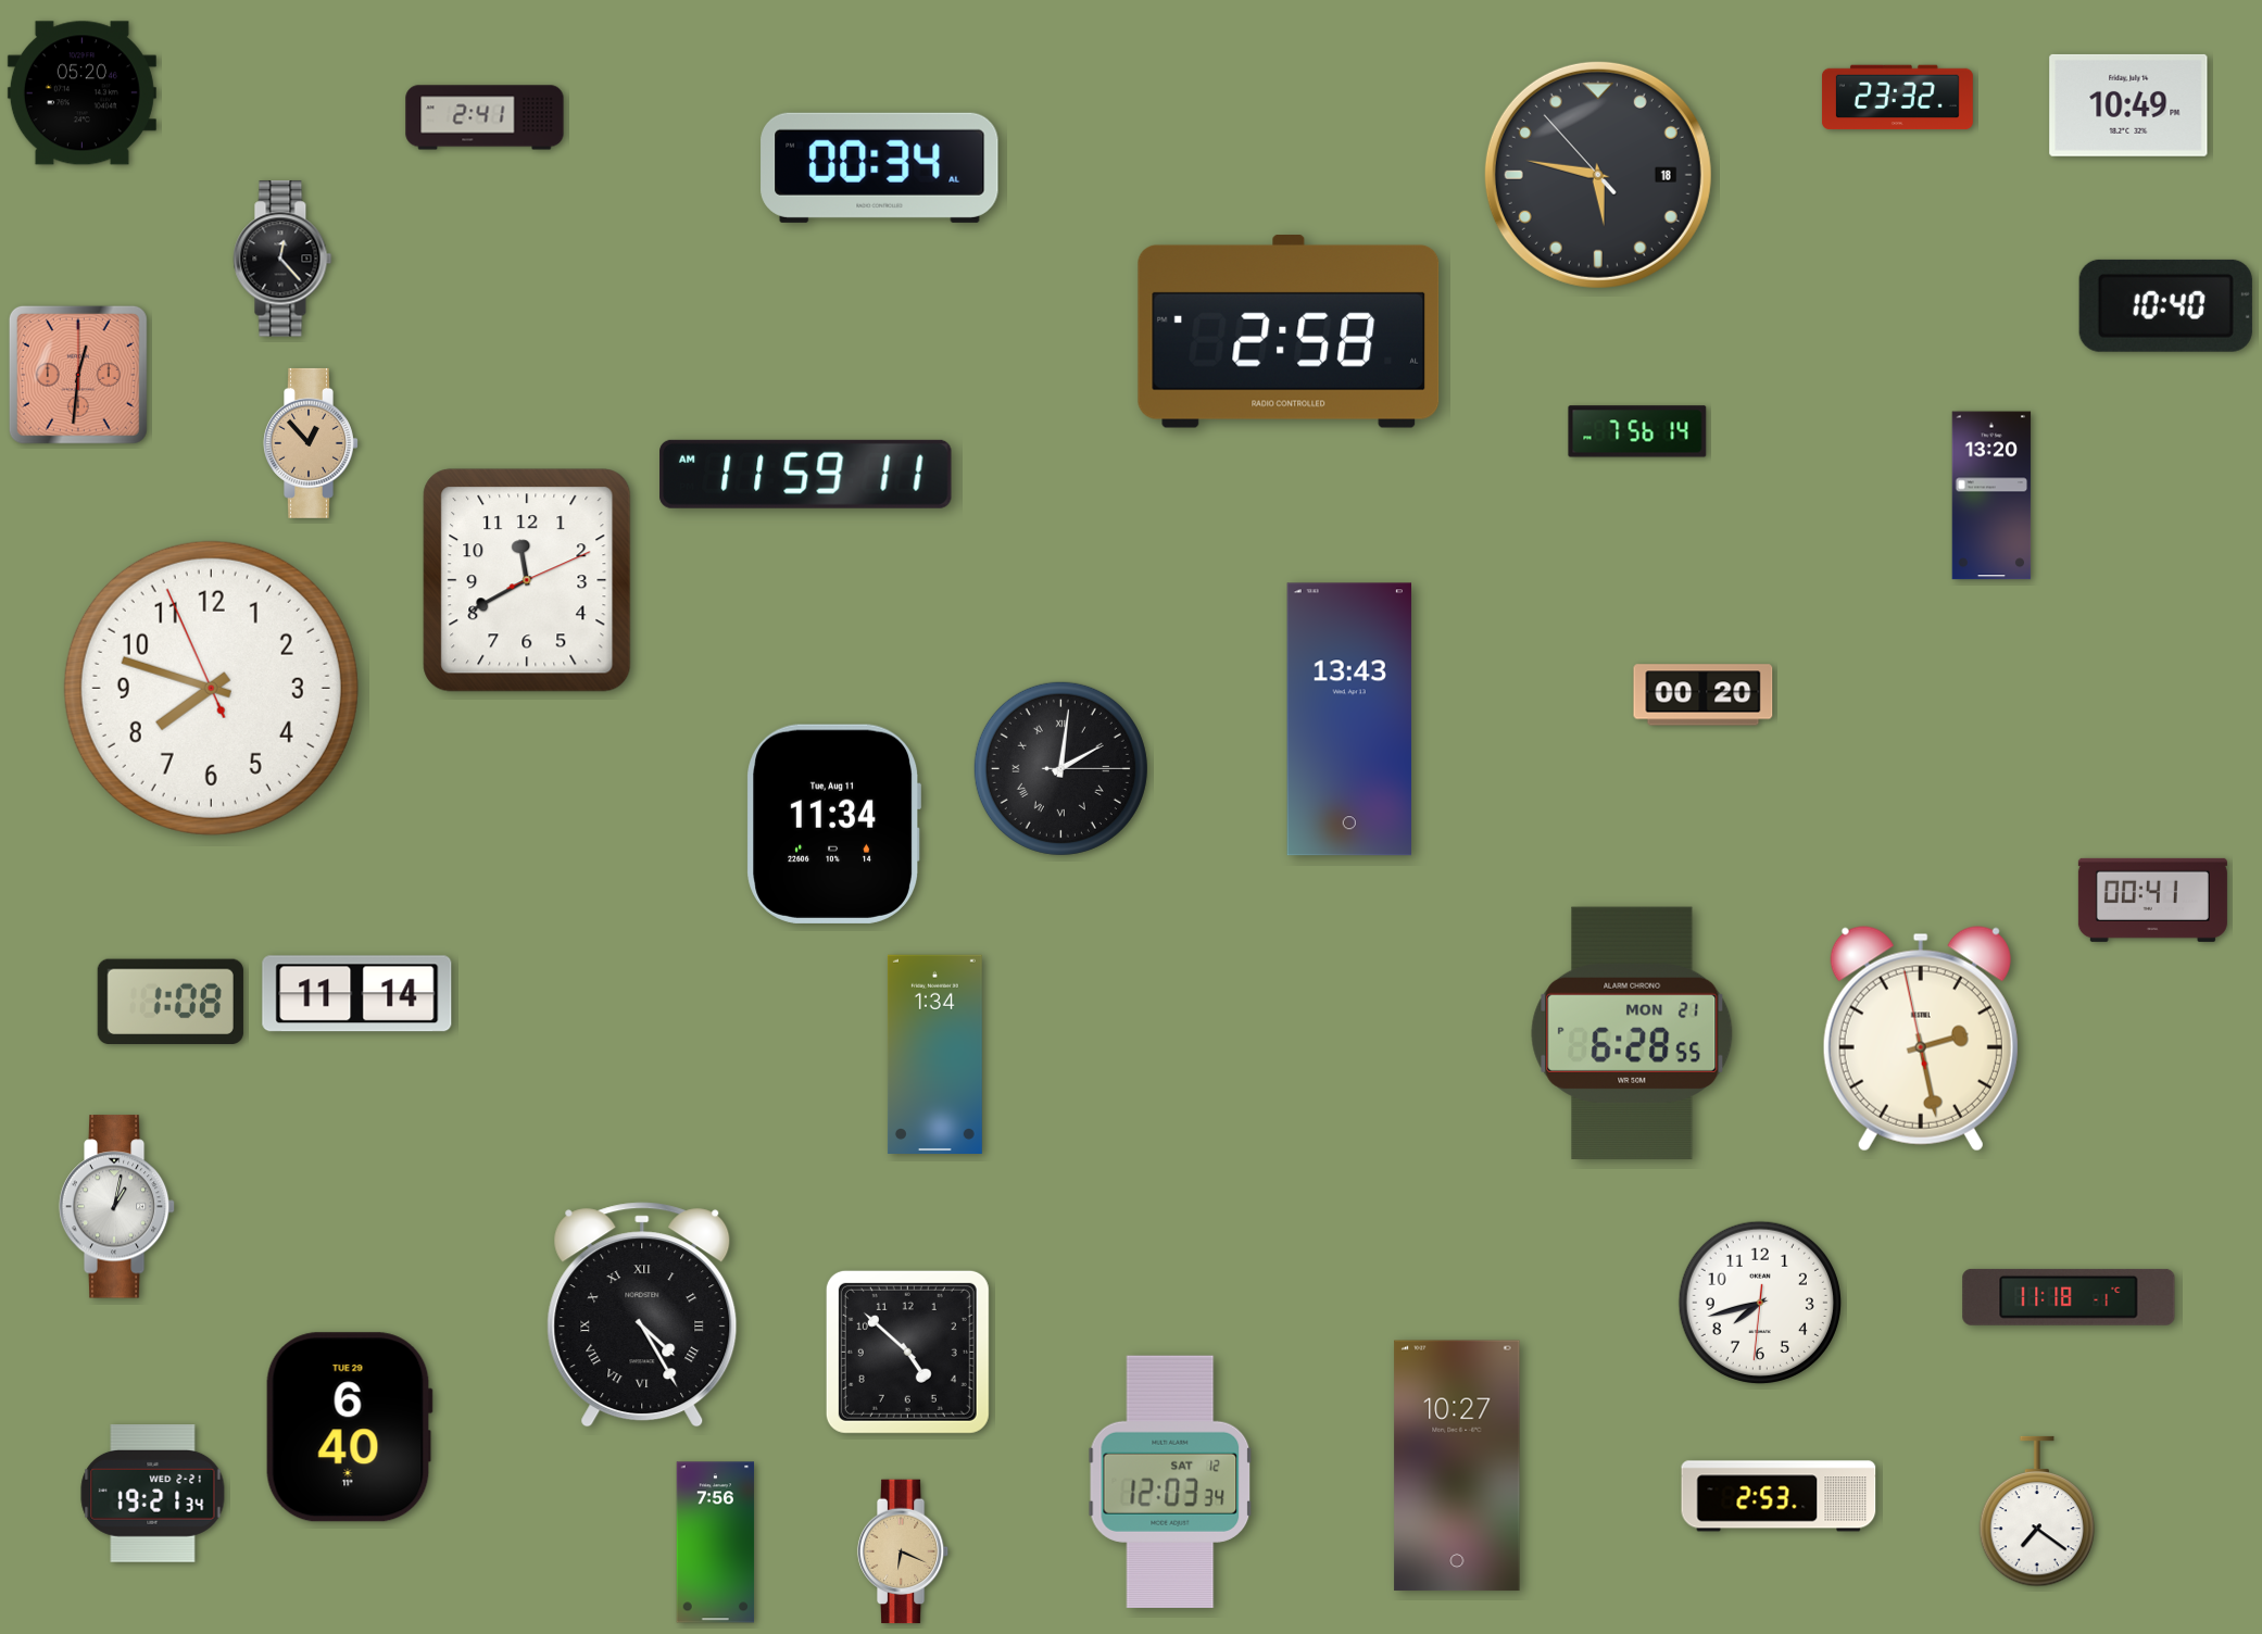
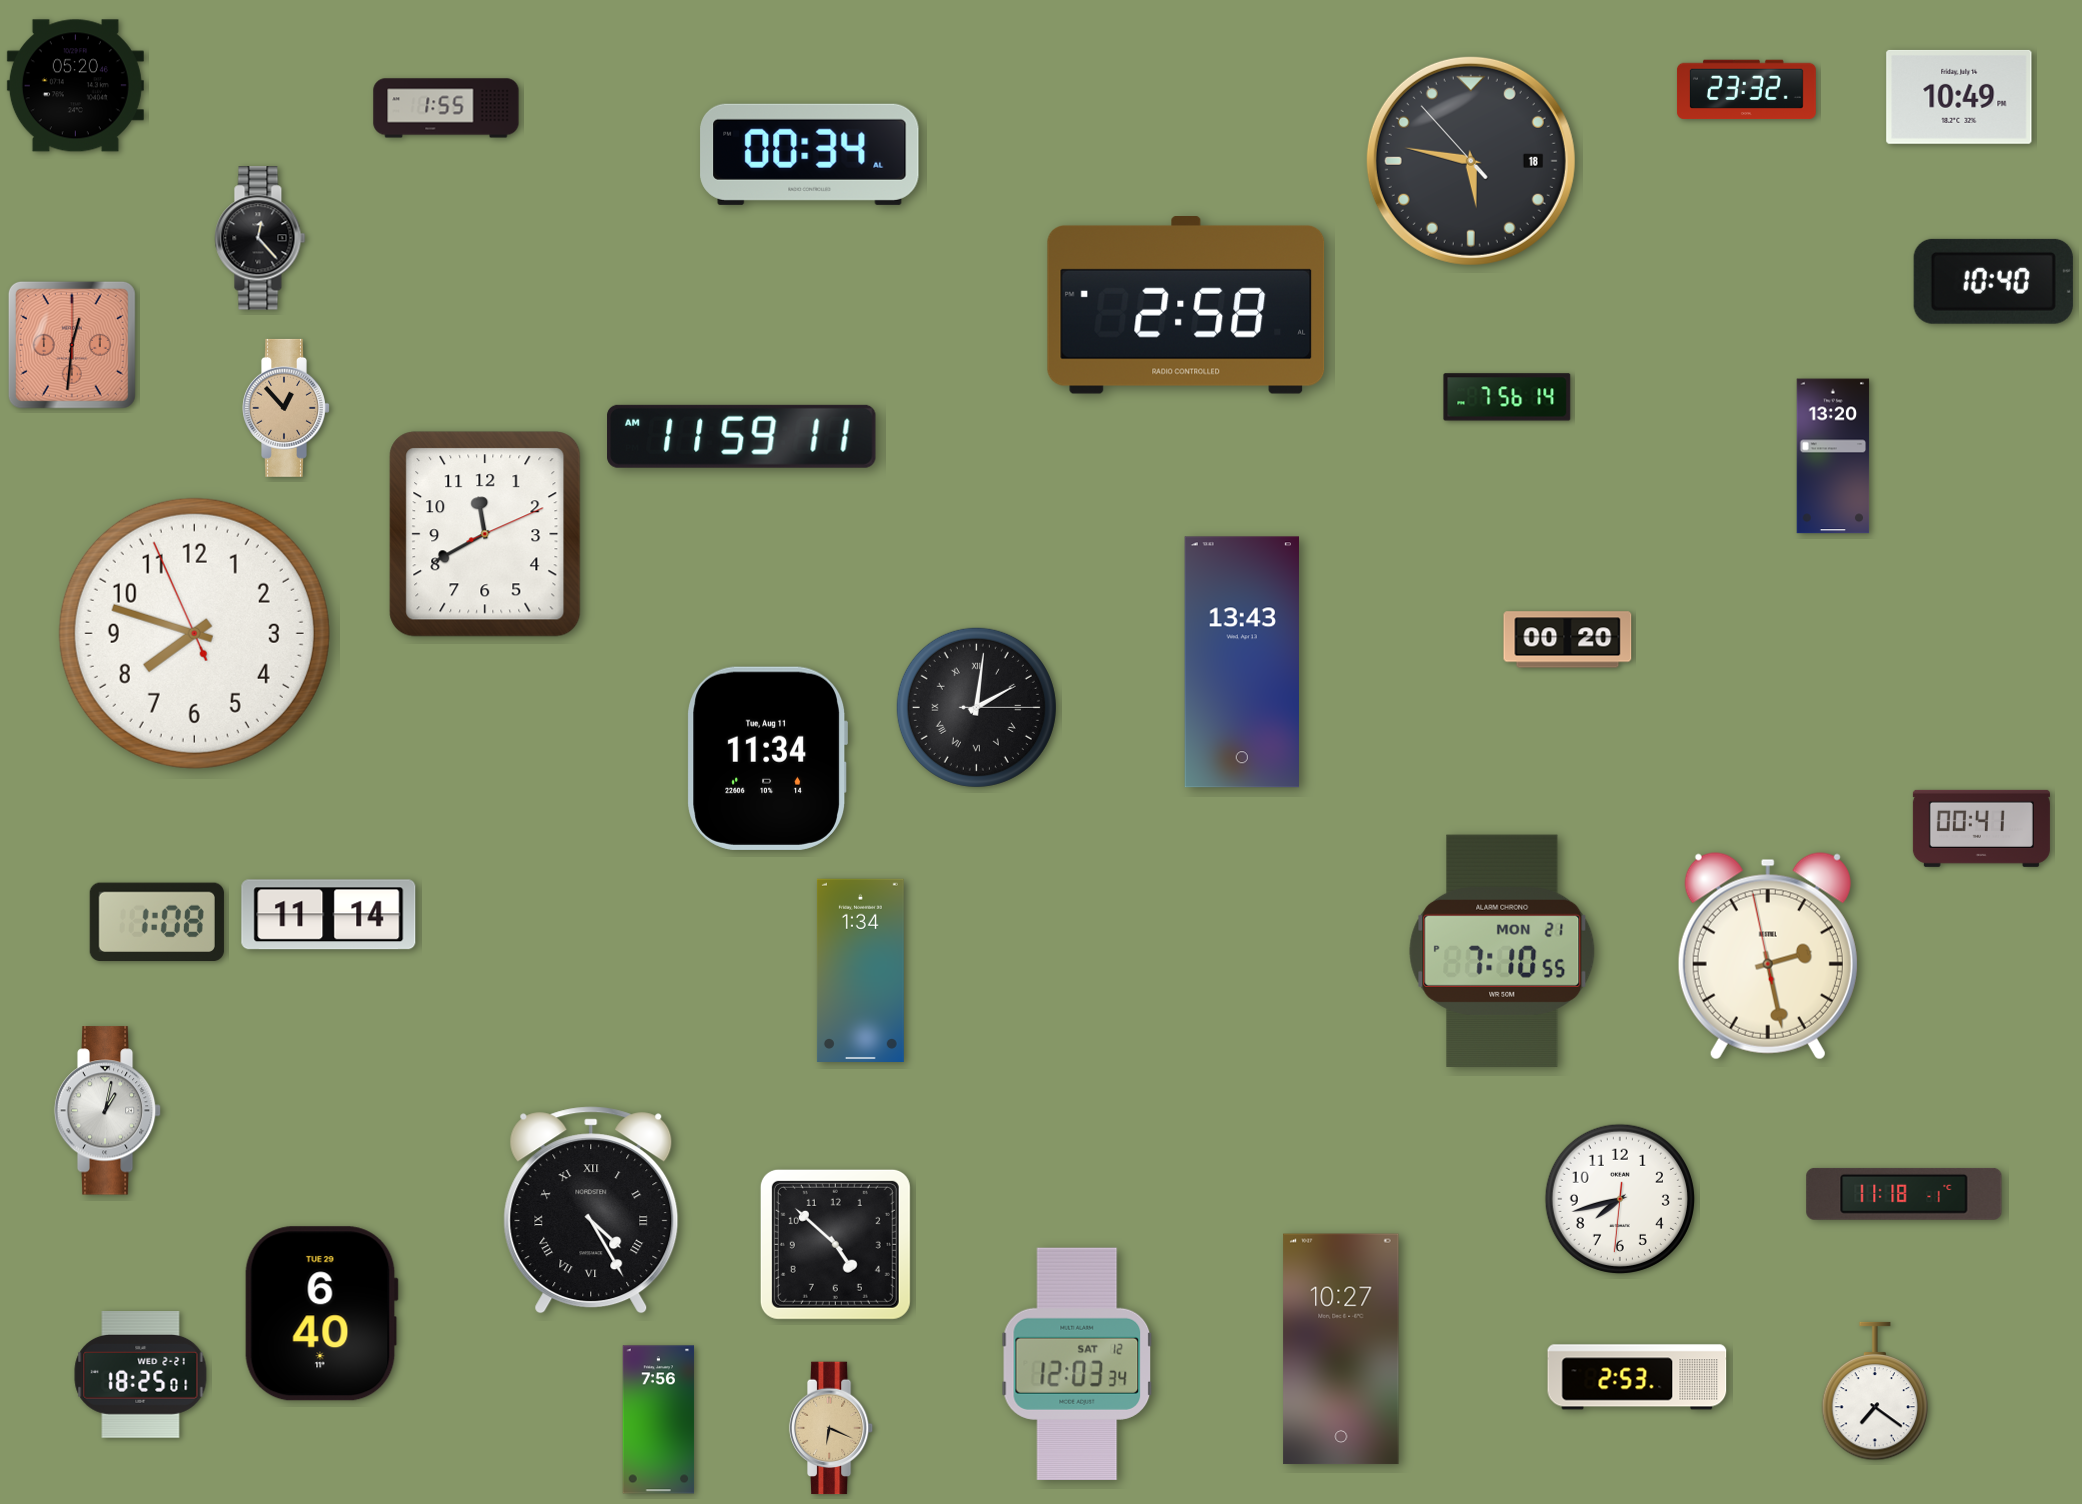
clock at (485, 117): 2:41 -> 1:55
clock at (1632, 1033): 6:28 -> 7:10
clock at (153, 1494): 19:21 -> 18:25
